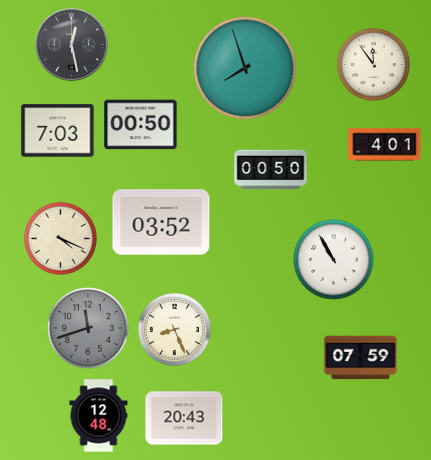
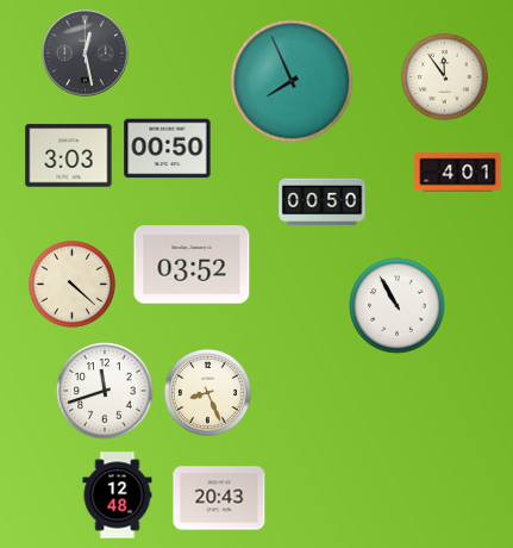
clock at (245, 68): 7:57 -> 7:56
clock at (58, 131): 7:03 -> 3:03
clock at (60, 238): 4:19 -> 4:22
clock at (334, 260) position: (334, 260) -> (398, 306)
clock at (88, 328) dial: grey -> white
clock at (361, 358): 07:59 -> none
